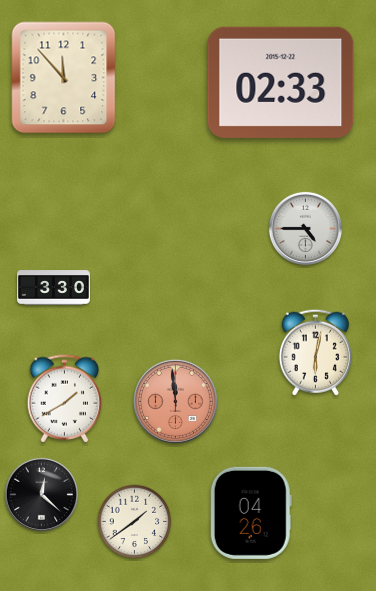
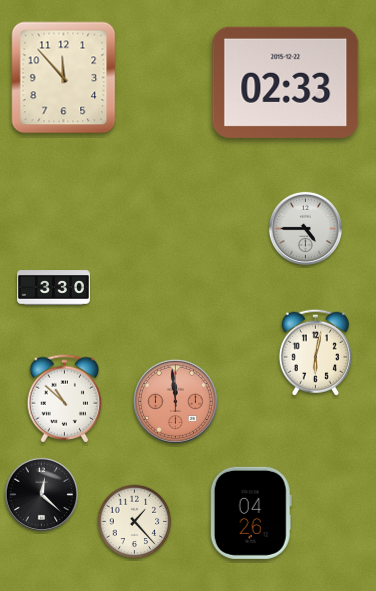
clock at (281, 82) position: (281, 82) -> (286, 82)
clock at (65, 399): 1:40 -> 10:52
clock at (135, 522): 1:39 -> 1:23
